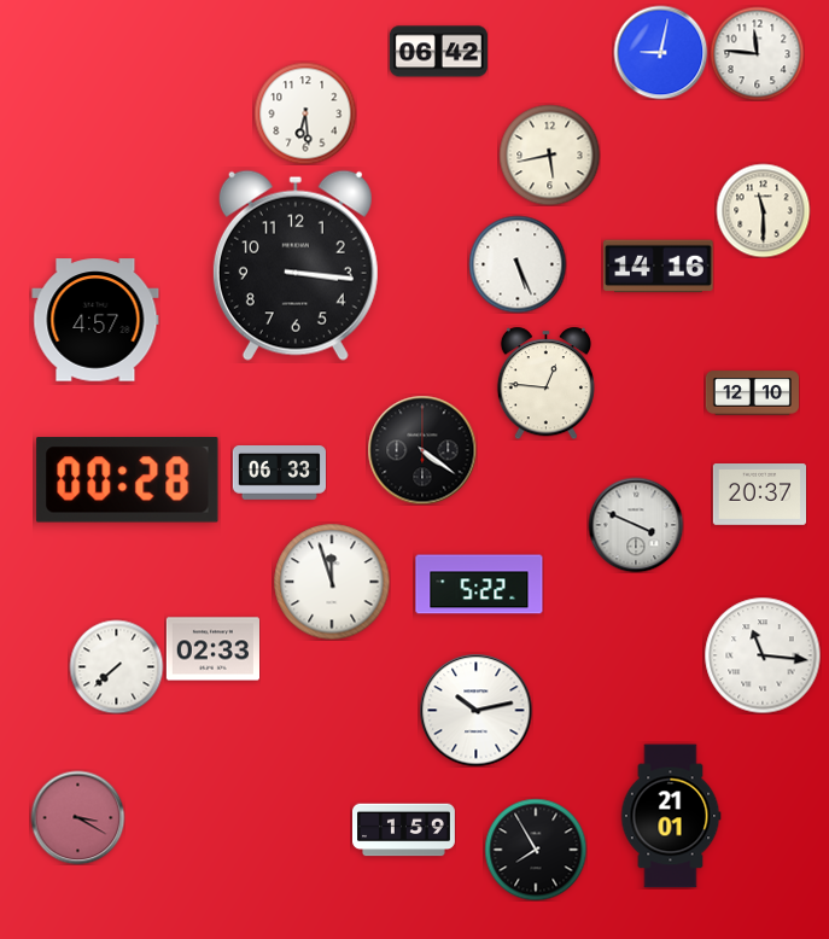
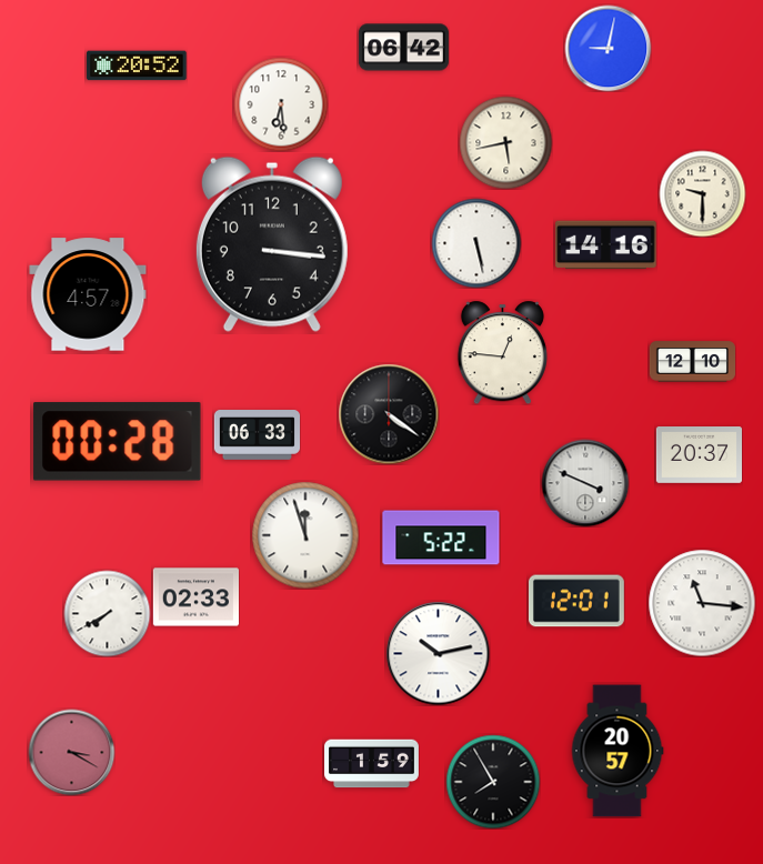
clock at (757, 53): 11:46 -> none
clock at (137, 66): none -> 20:52
clock at (763, 210): 11:30 -> 9:30
clock at (518, 264): 5:26 -> 5:28
clock at (576, 601): none -> 12:01
clock at (116, 666): 7:38 -> 7:40
clock at (671, 816): 21:01 -> 20:57
